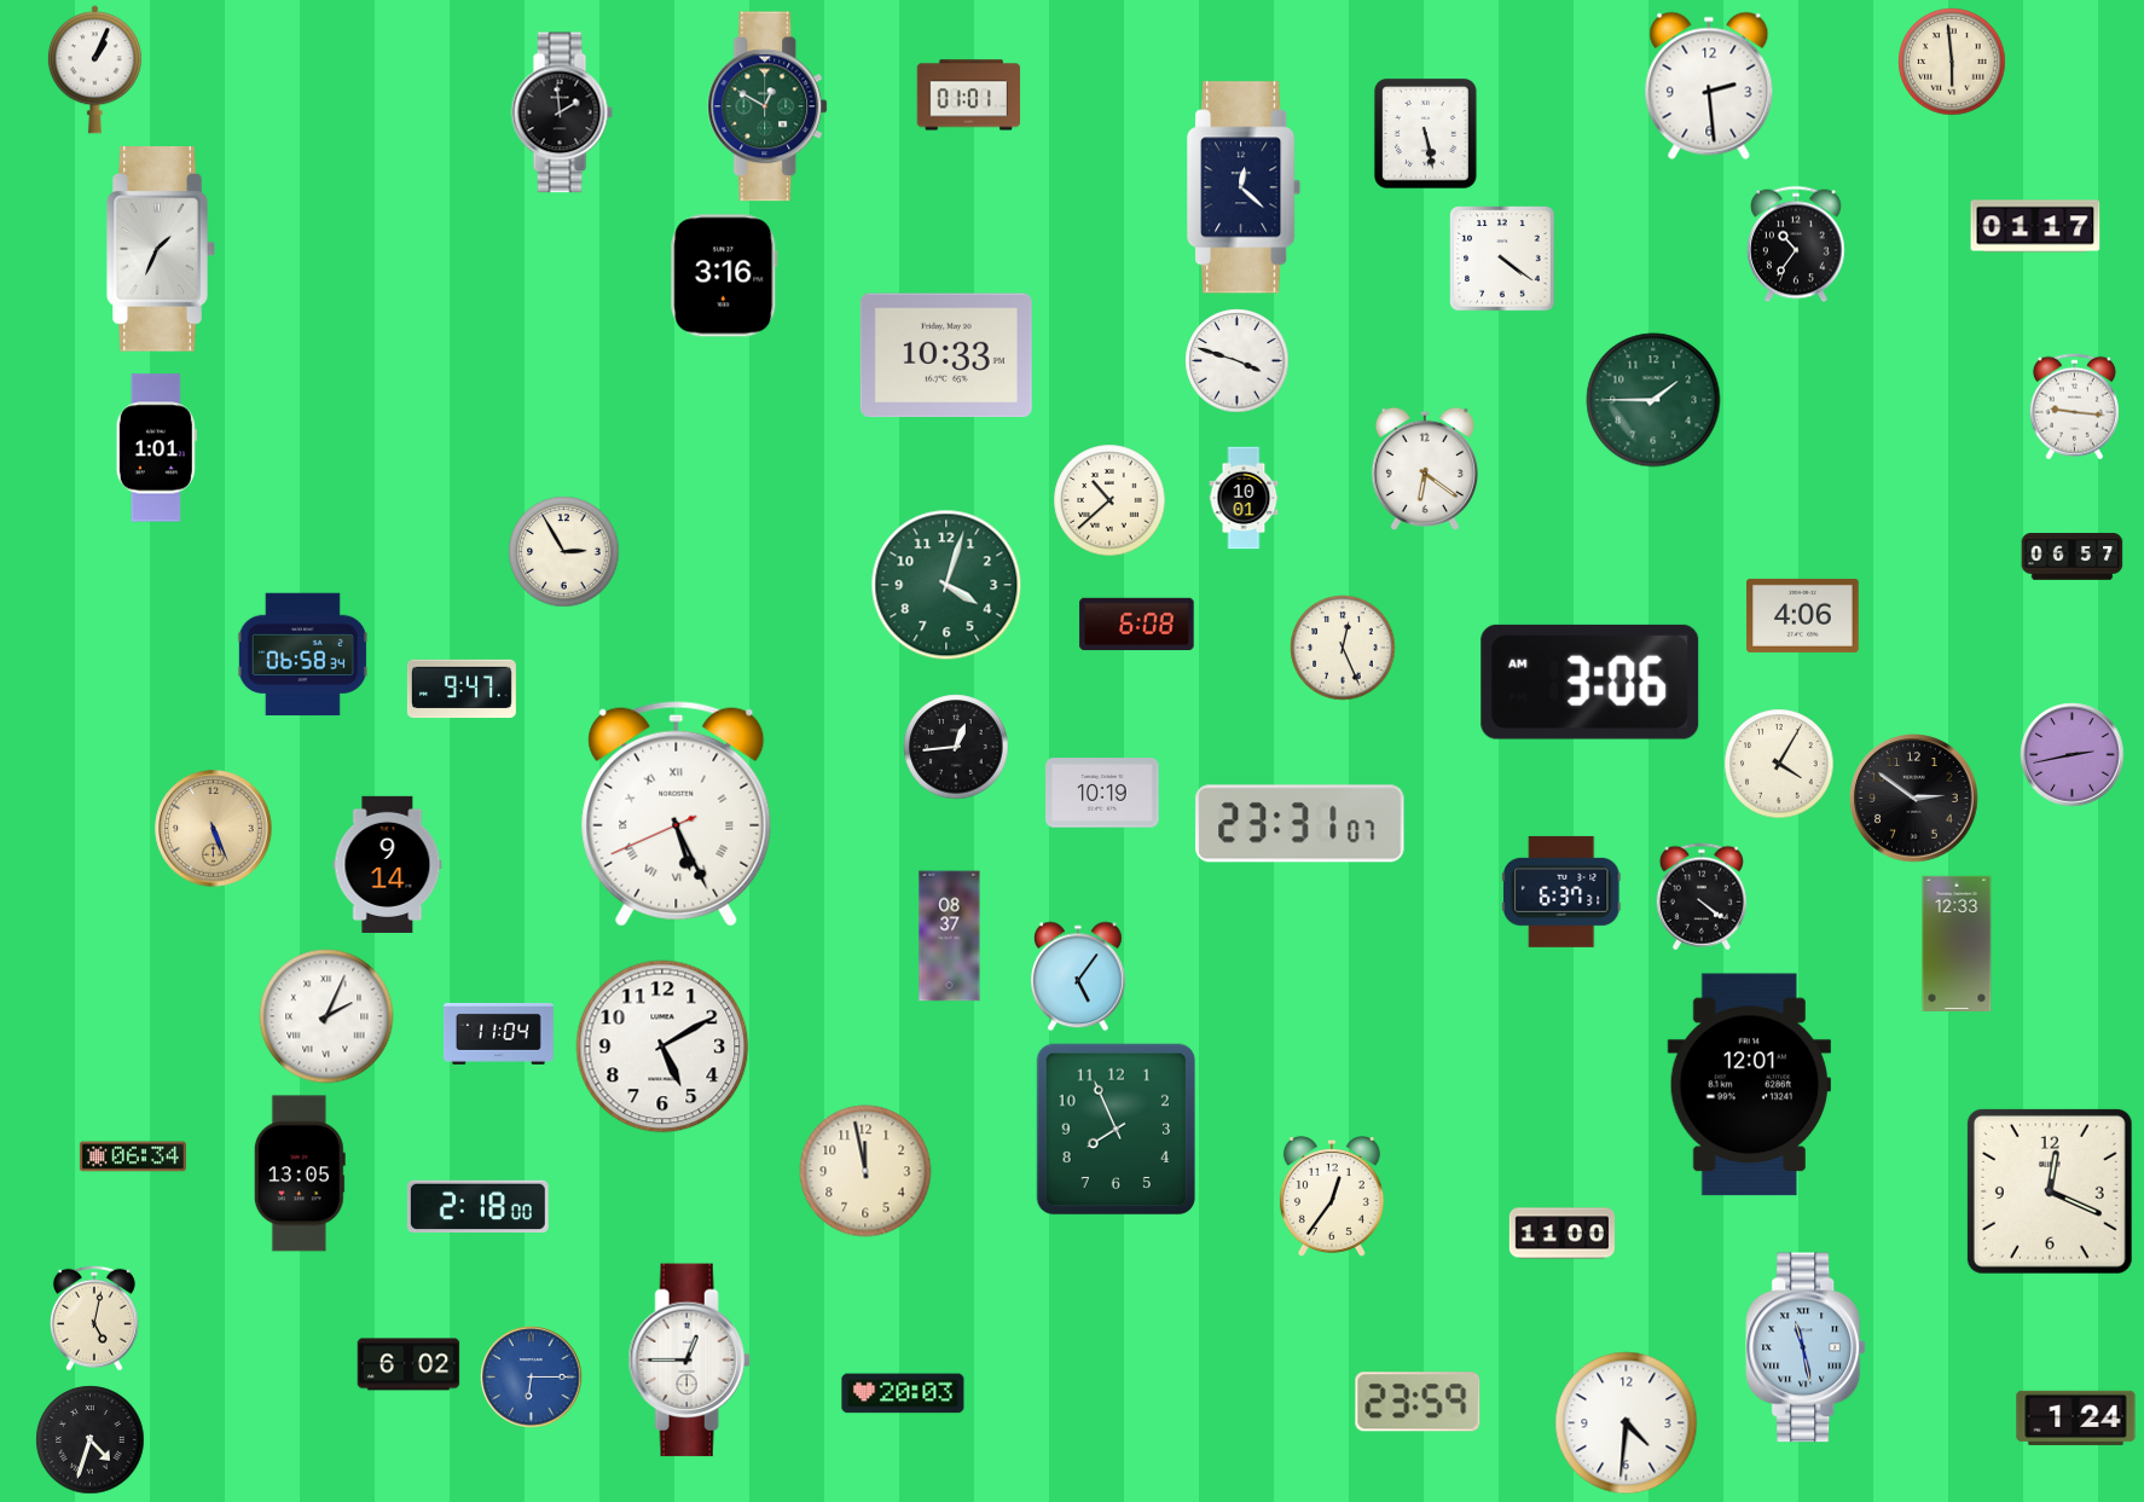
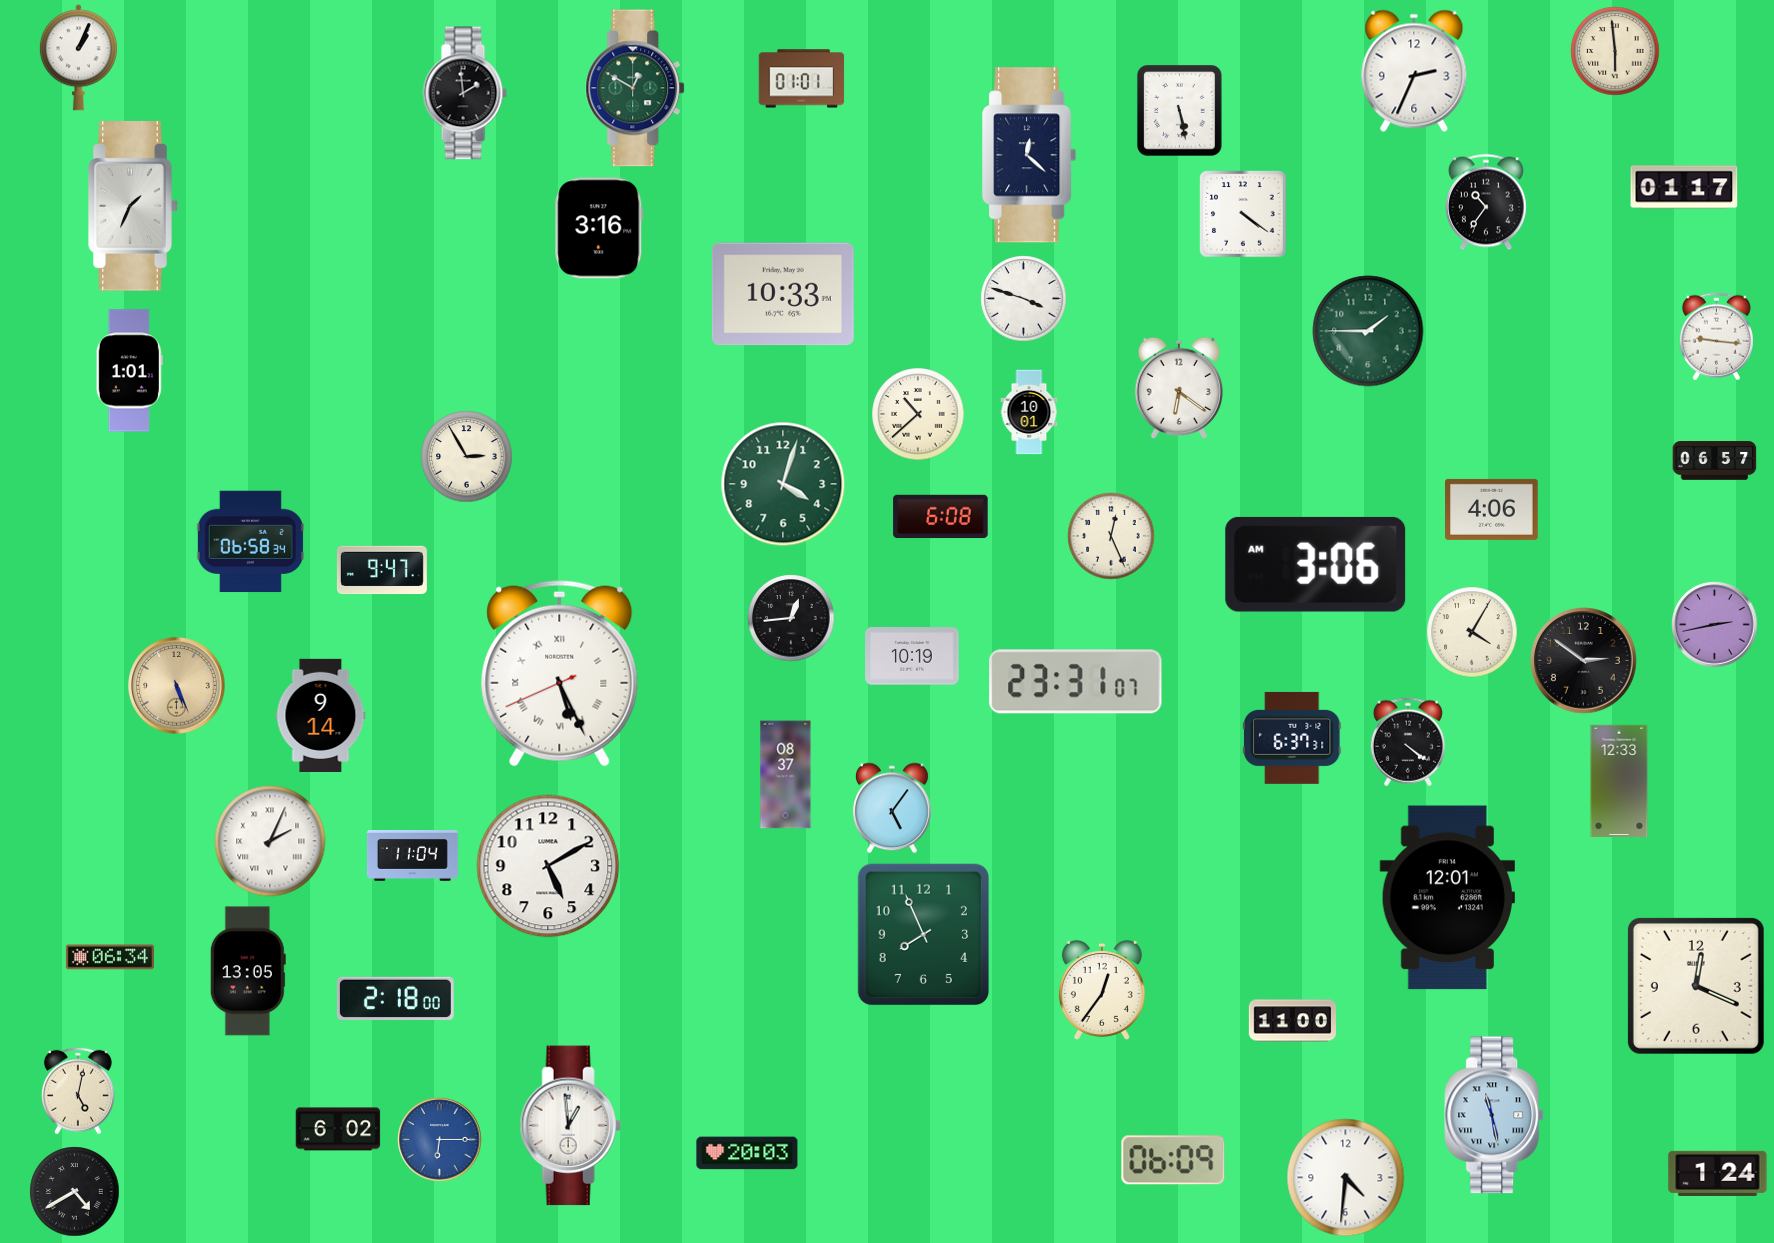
clock at (1709, 86): 2:29 -> 2:34
clock at (865, 1171): 11:58 -> none
clock at (689, 1361): 12:45 -> 12:59
clock at (1418, 1402): 23:59 -> 06:09
clock at (91, 1440): 4:33 -> 4:40
